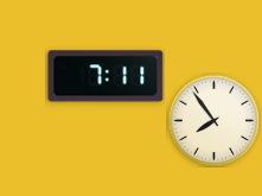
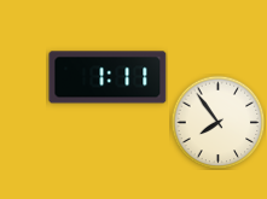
clock at (106, 76): 7:11 -> 1:11
